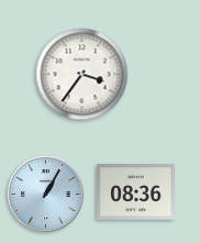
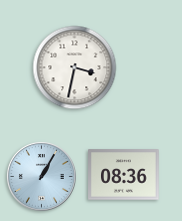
clock at (82, 75): 3:36 -> 3:32
